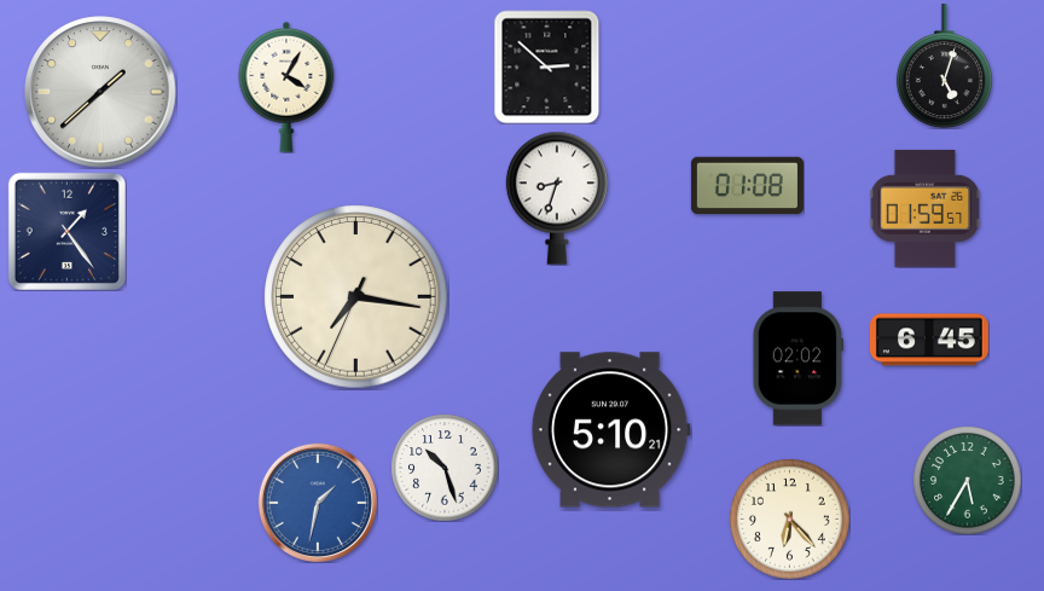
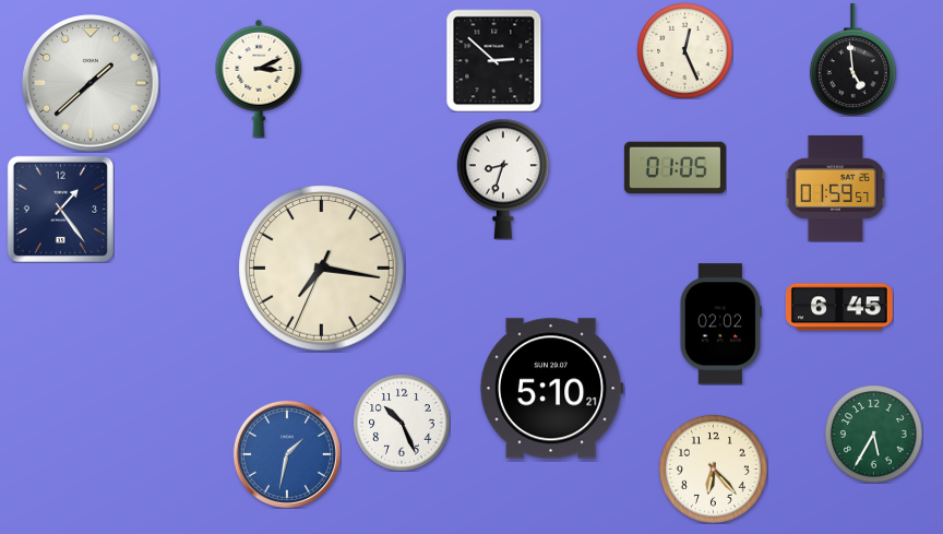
clock at (684, 50): none -> 12:26
clock at (944, 66): 5:03 -> 4:59
clock at (286, 87): 4:05 -> 3:11
clock at (747, 186): 01:08 -> 01:05
clock at (445, 468): 10:27 -> 10:26
